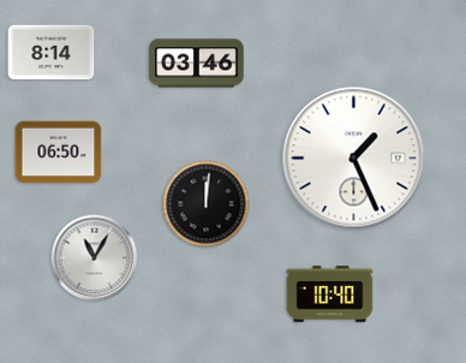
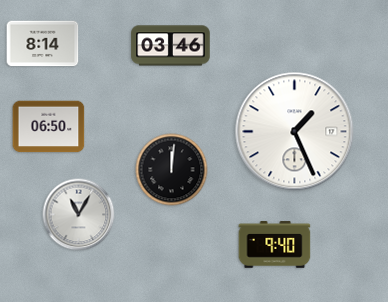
clock at (197, 64) position: (197, 64) -> (171, 46)
clock at (330, 294): 10:40 -> 9:40
